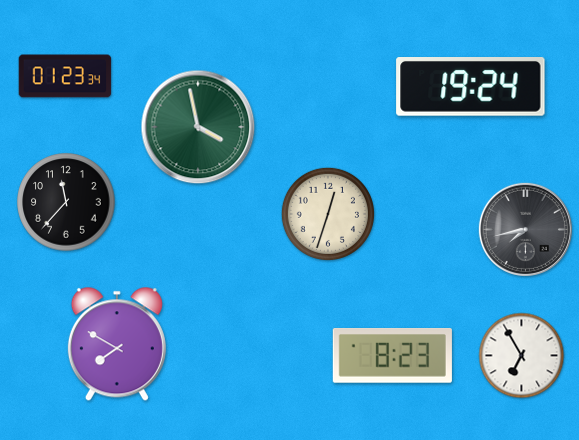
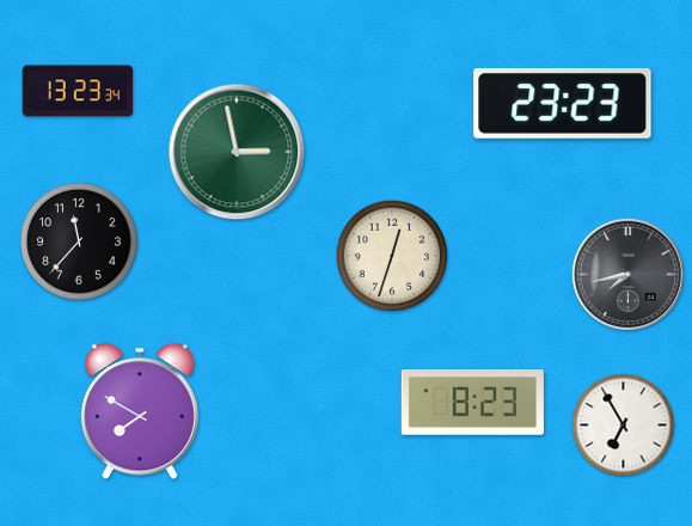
clock at (65, 76): 01:23 -> 13:23
clock at (471, 87): 19:24 -> 23:23
clock at (198, 127): 3:58 -> 2:58
clock at (392, 356) position: (392, 356) -> (472, 403)
